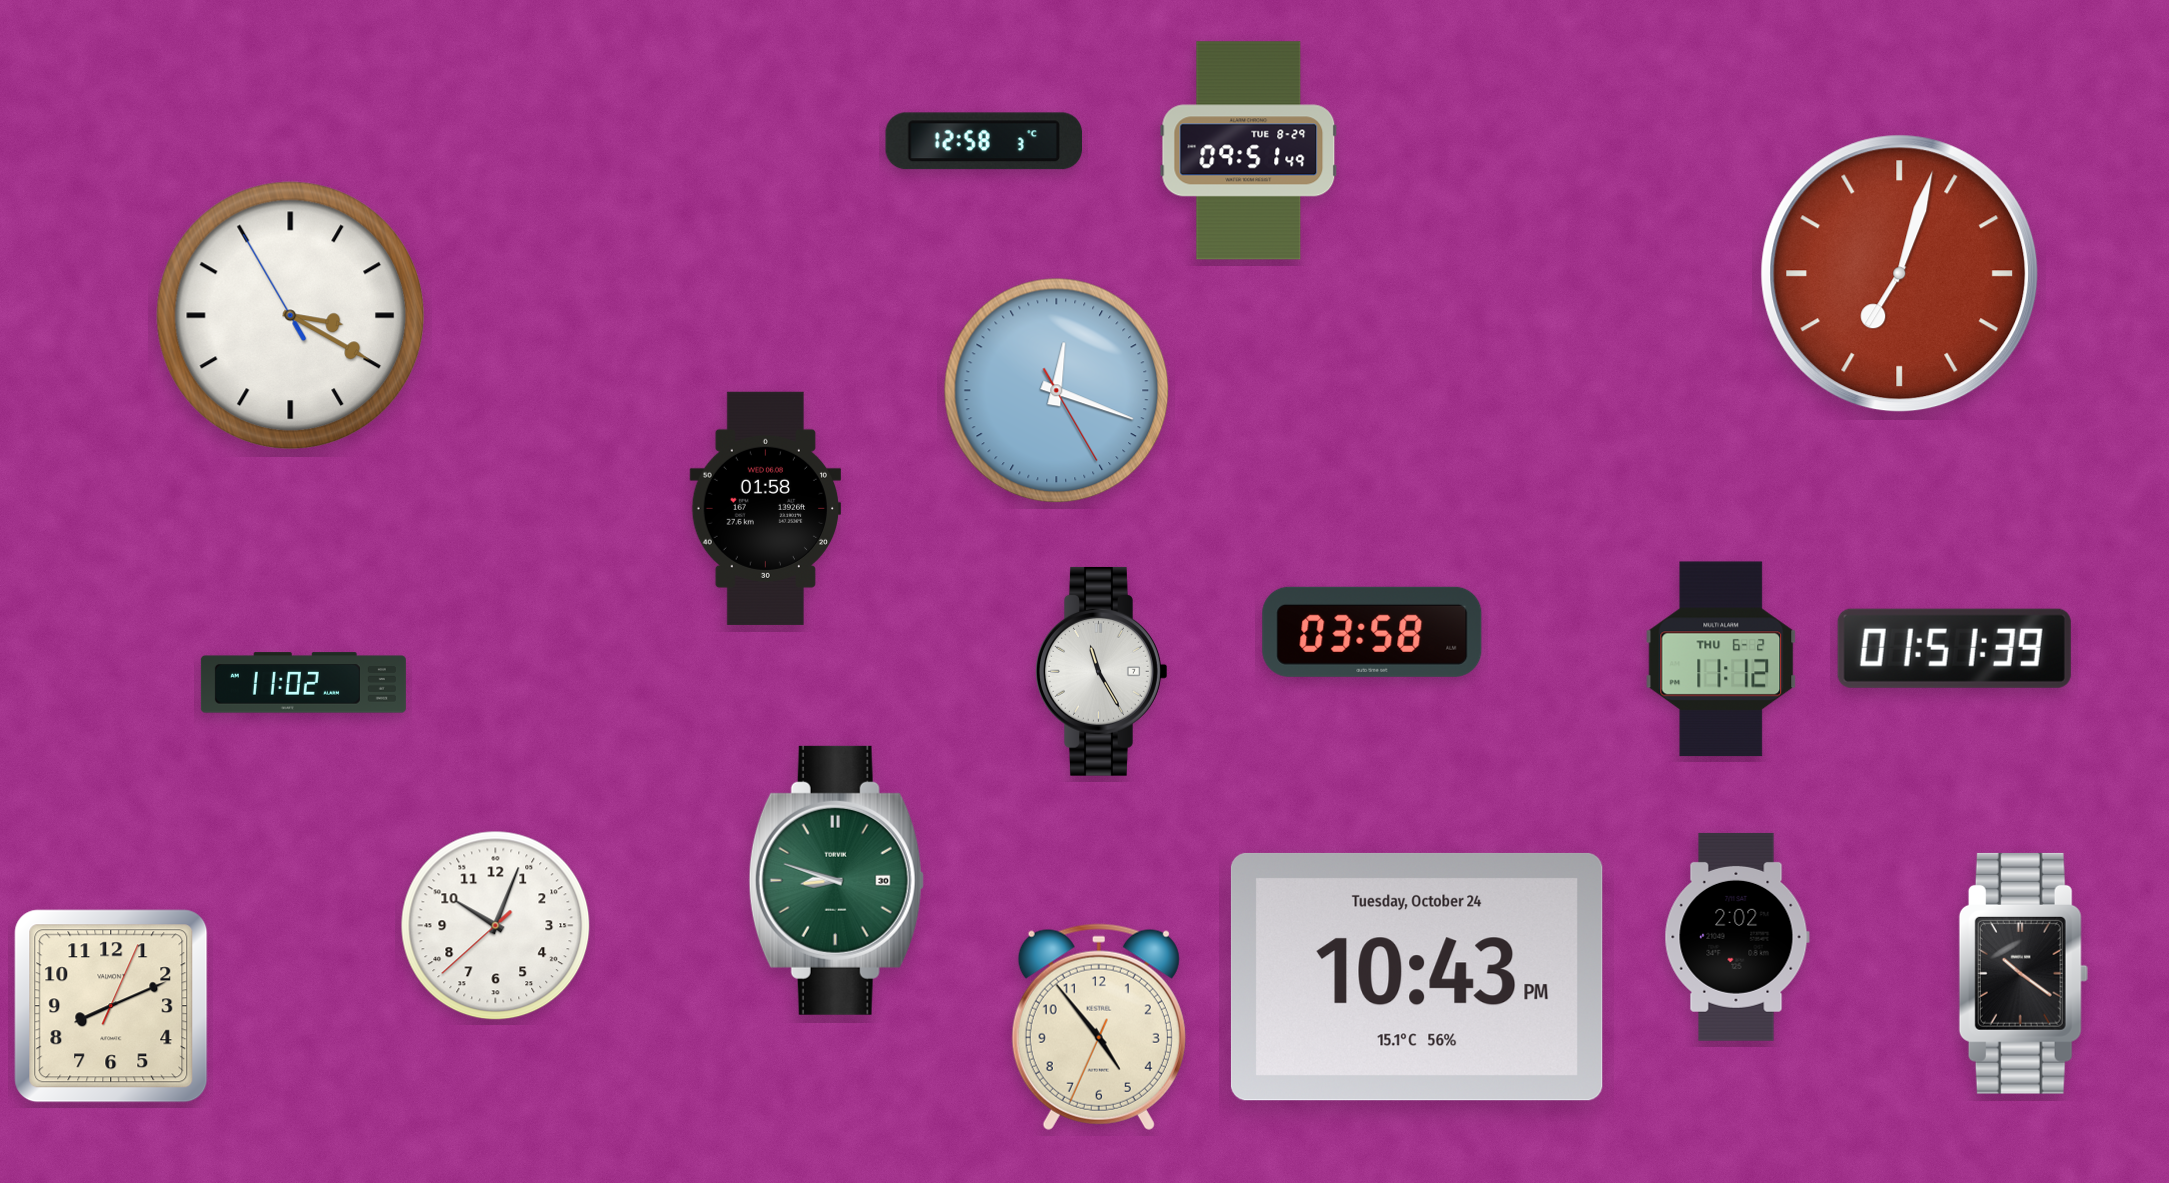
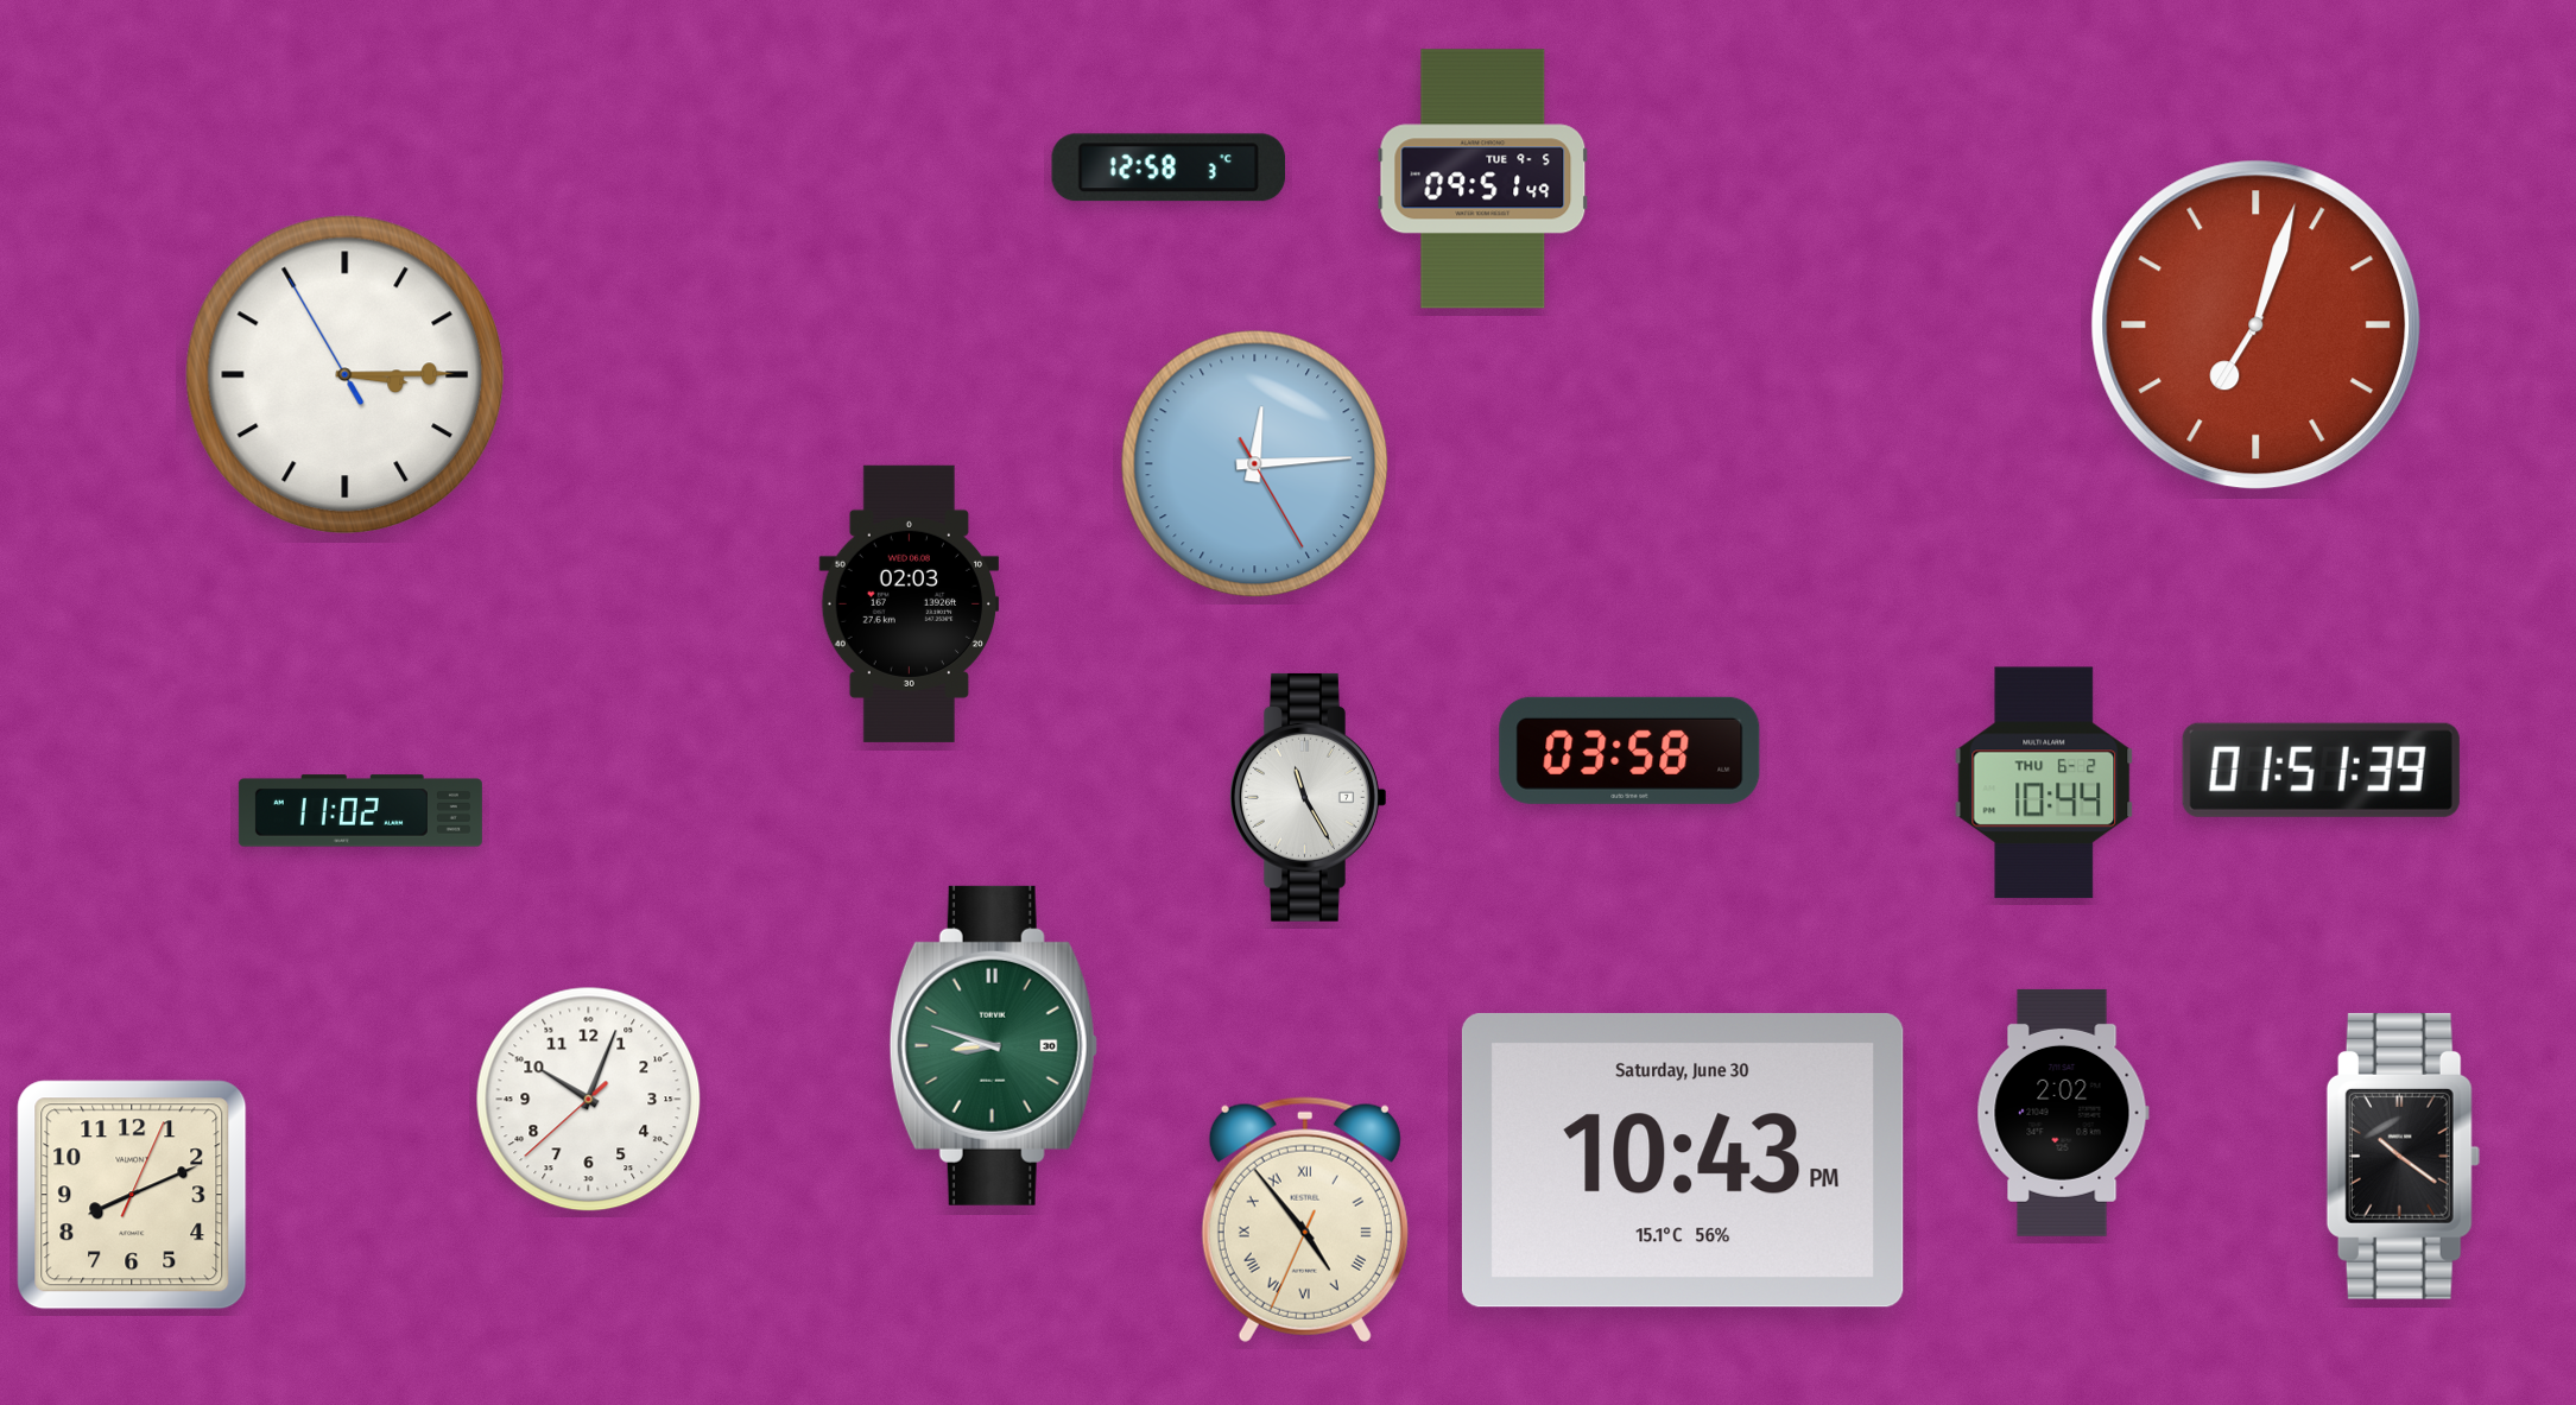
clock at (1249, 151) date: TUE 8-29 -> TUE 9-5
clock at (291, 316): 3:19 -> 3:14
clock at (1057, 391): 12:18 -> 12:14
clock at (765, 508): 01:58 -> 02:03
clock at (1721, 659): 11:12 -> 10:44
clock at (1417, 977) date: Tuesday, October 24 -> Saturday, June 30
clock at (1099, 1027) numerals: Arabic -> Roman
